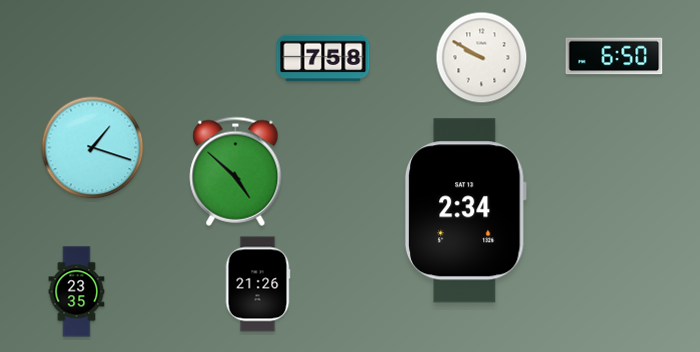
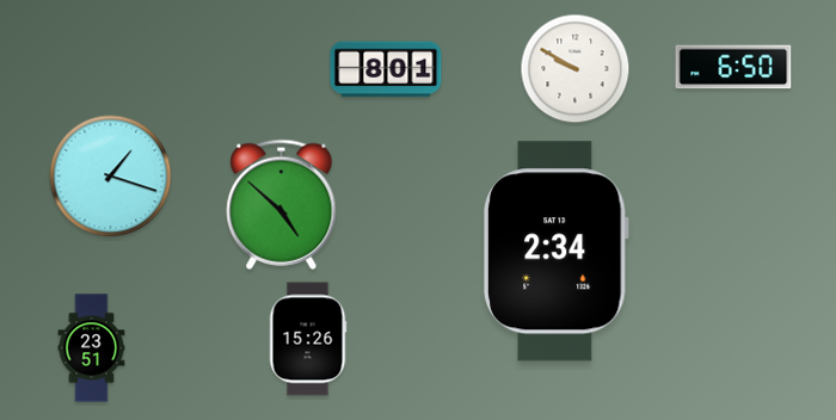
clock at (323, 58): 7:58 -> 8:01
clock at (258, 284): 21:26 -> 15:26
clock at (77, 292): 23:35 -> 23:51
